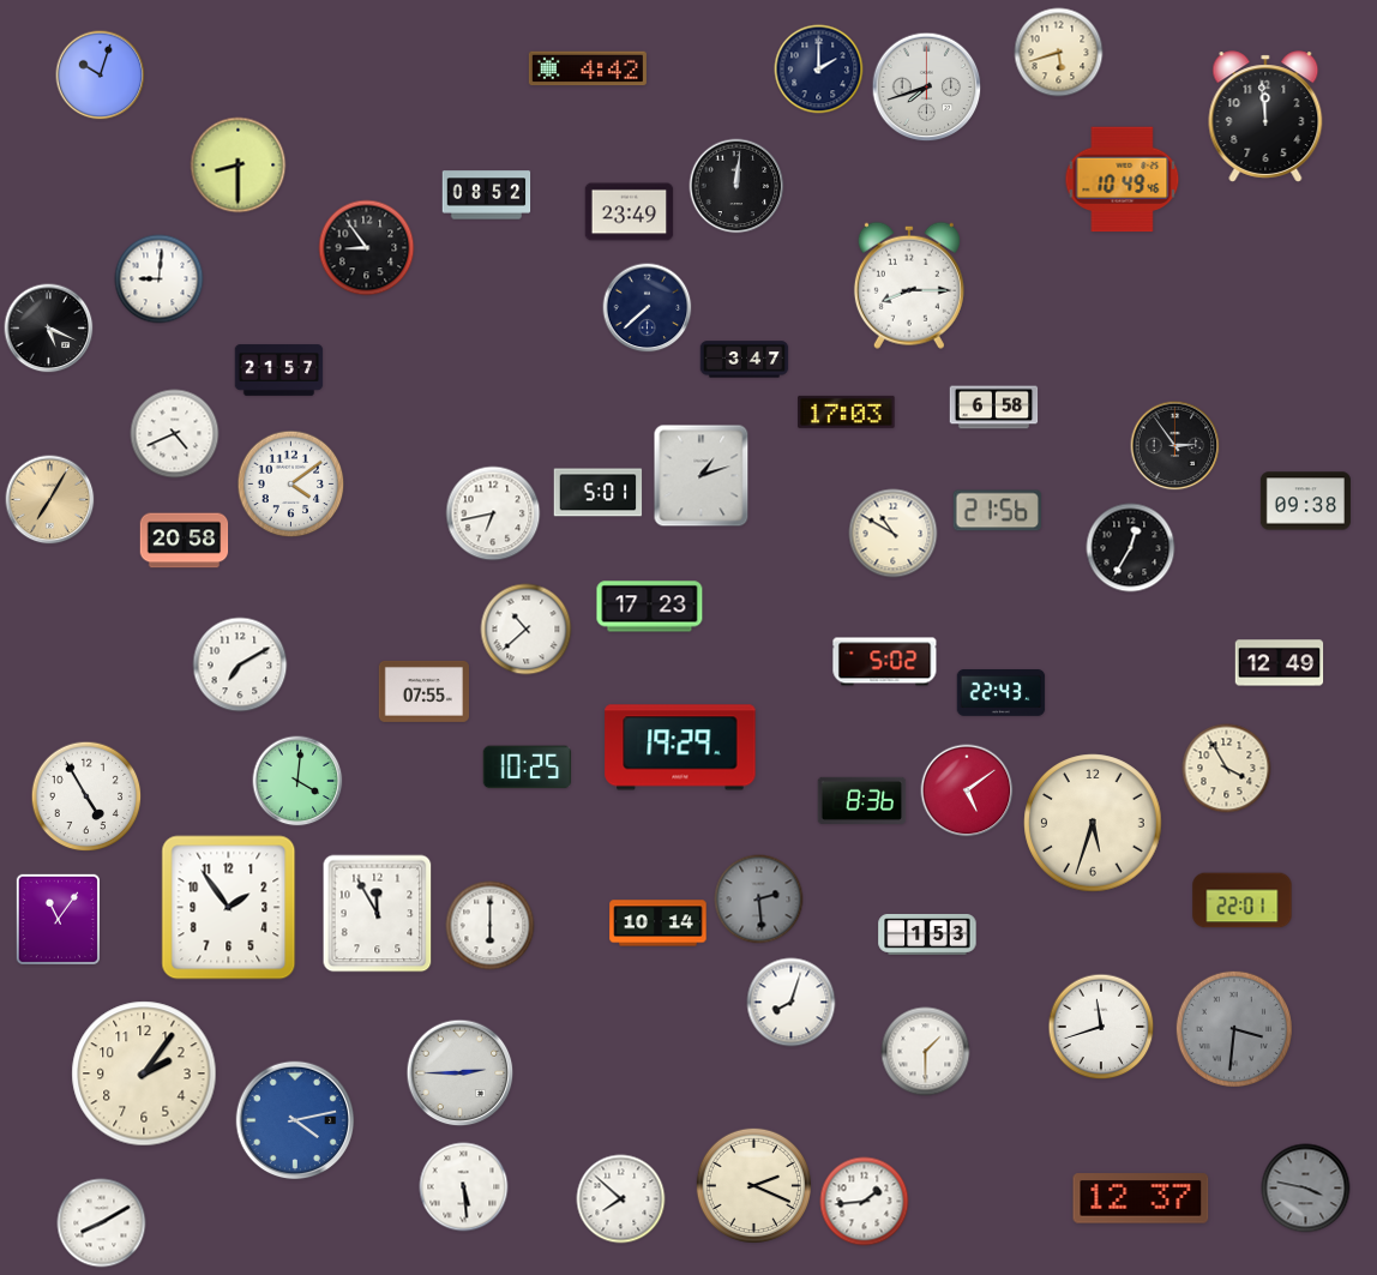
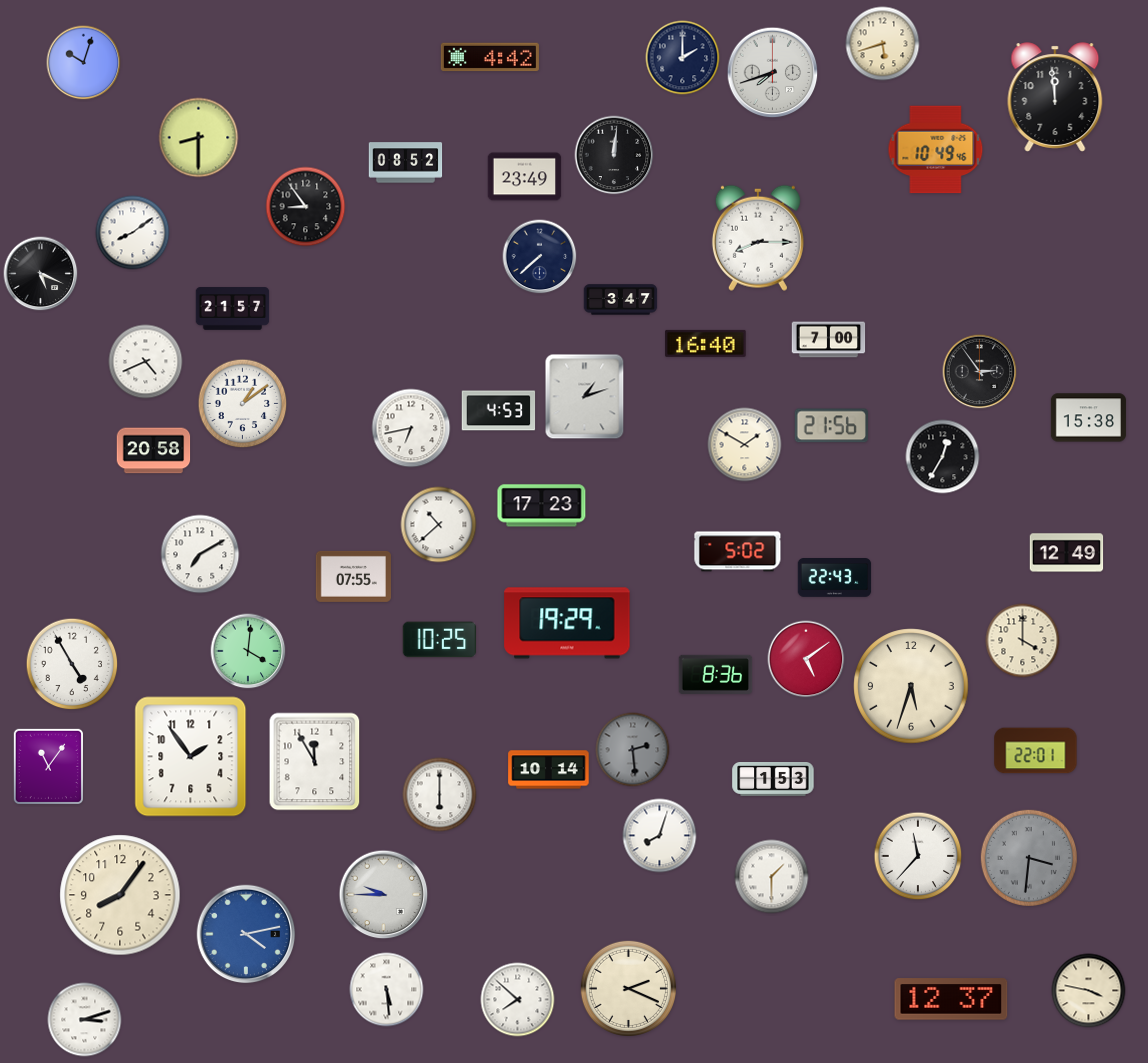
clock at (160, 279): 9:01 -> 8:09
clock at (994, 408): 6:58 -> 7:00
clock at (847, 411): 17:03 -> 16:40
clock at (291, 485): 4:09 -> 1:09
clock at (599, 493): 5:01 -> 4:53
clock at (50, 500): 7:05 -> none
clock at (1305, 501): 09:38 -> 15:38
clock at (894, 534): 10:50 -> 1:50
clock at (1227, 769): 3:55 -> 4:00
clock at (862, 800) position: (862, 800) -> (716, 674)
clock at (491, 926) position: (491, 926) -> (440, 795)
clock at (1101, 1027): 11:42 -> 11:37
clock at (144, 1073): 2:06 -> 8:06
clock at (461, 1073): 2:45 -> 9:45
clock at (1306, 1189) dial: grey -> cream
clock at (865, 1202): 1:44 -> none
clock at (102, 1223): 8:10 -> 3:12
